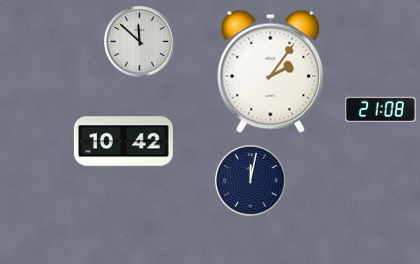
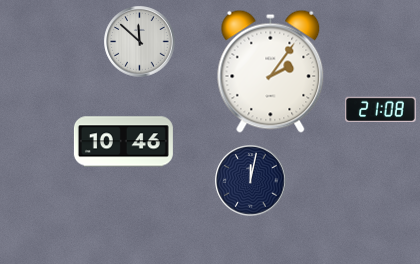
clock at (123, 142): 10:42 -> 10:46
